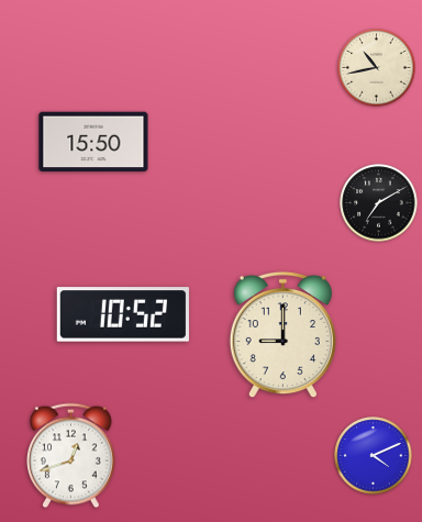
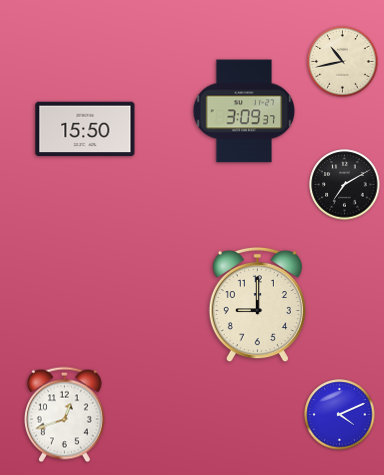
clock at (244, 111): none -> 3:09
clock at (123, 314): 10:52 -> none
